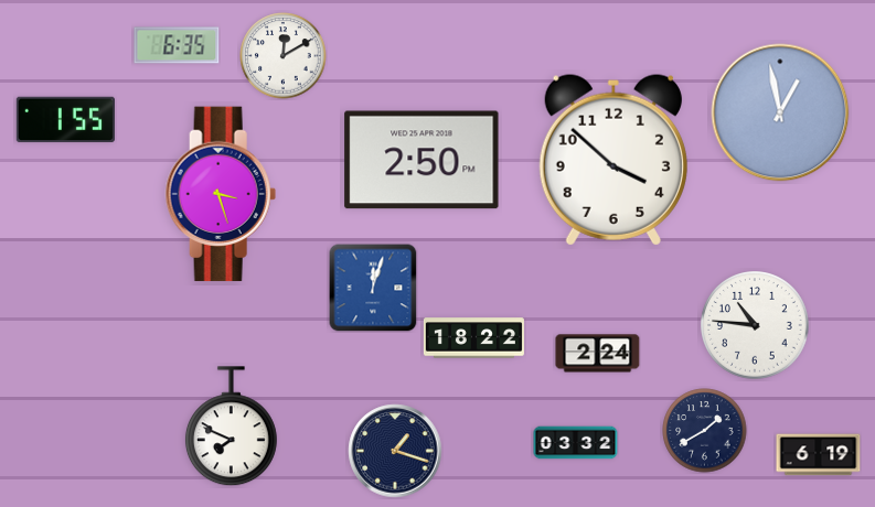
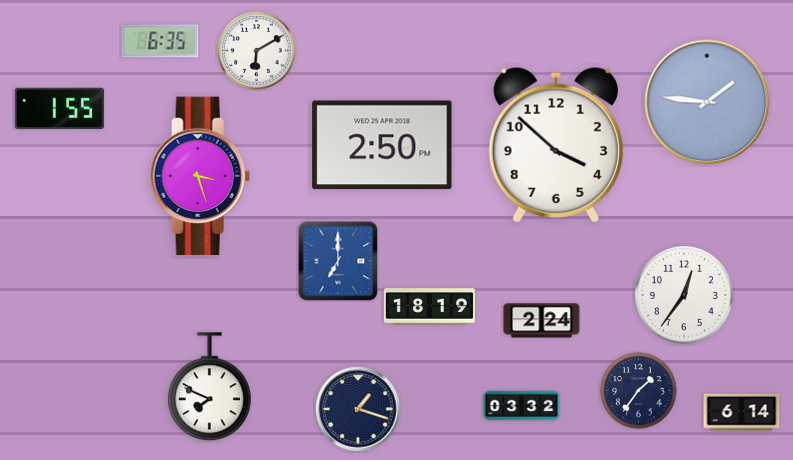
clock at (284, 56): 12:10 -> 6:10
clock at (780, 112): 12:58 -> 1:46
clock at (373, 288): 12:03 -> 7:00
clock at (755, 325): 10:46 -> 12:36
clock at (473, 338): 18:22 -> 18:19
clock at (705, 431): 1:40 -> 1:36
clock at (576, 443) position: (576, 443) -> (522, 406)
clock at (819, 455): 6:19 -> 6:14
